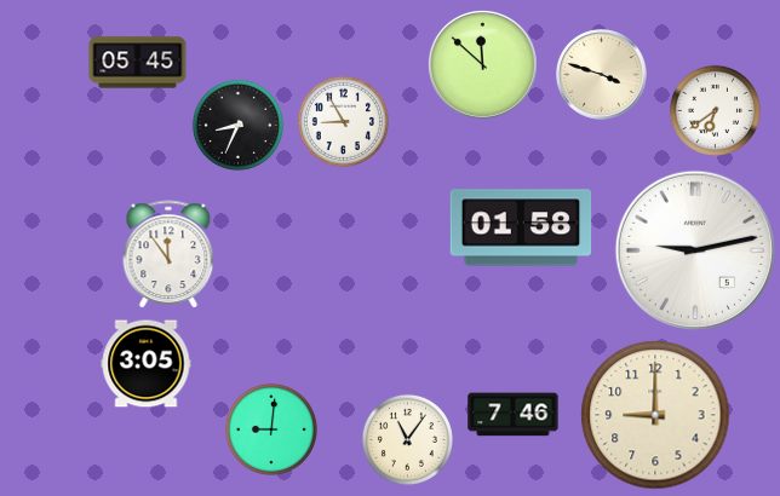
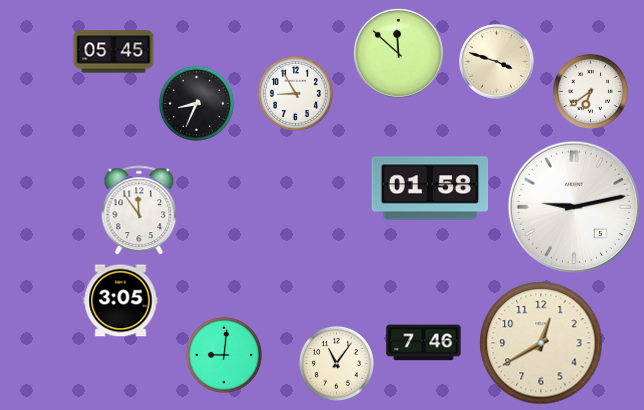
clock at (343, 121) position: (343, 121) -> (295, 93)
clock at (655, 415): 9:00 -> 12:40
